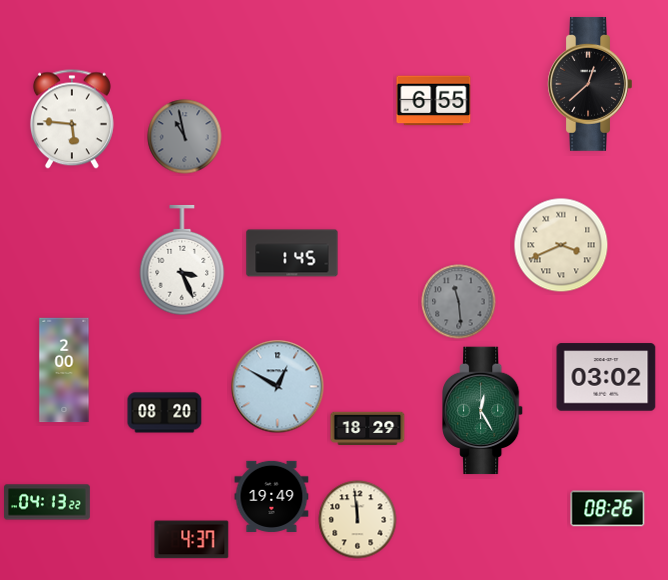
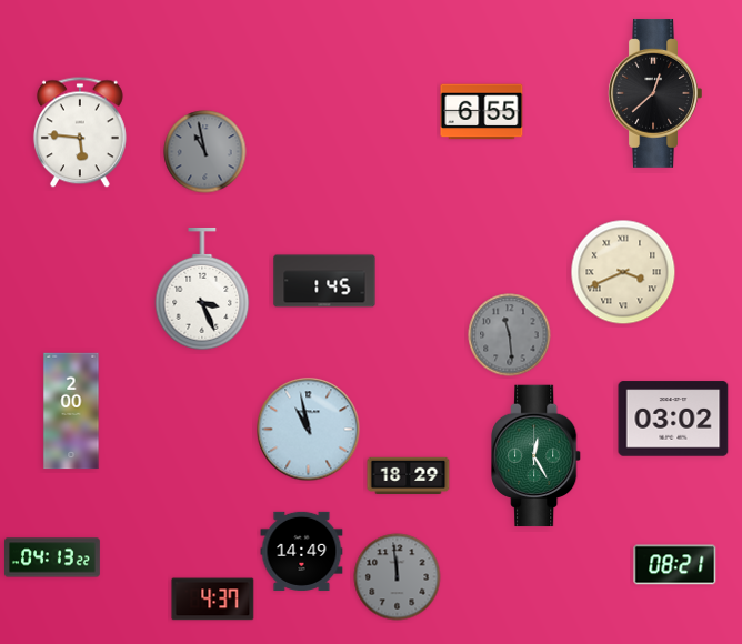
clock at (278, 387): 12:50 -> 10:58
clock at (165, 413): 08:20 -> none
clock at (272, 496): 19:49 -> 14:49
clock at (608, 509): 08:26 -> 08:21
clock at (358, 520) dial: cream -> grey
